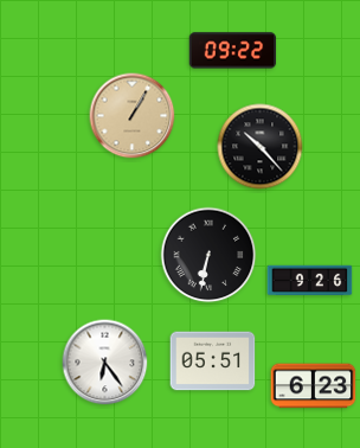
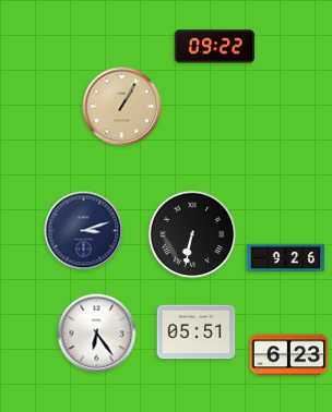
clock at (261, 147): 10:23 -> none
clock at (84, 231): none -> 3:12
